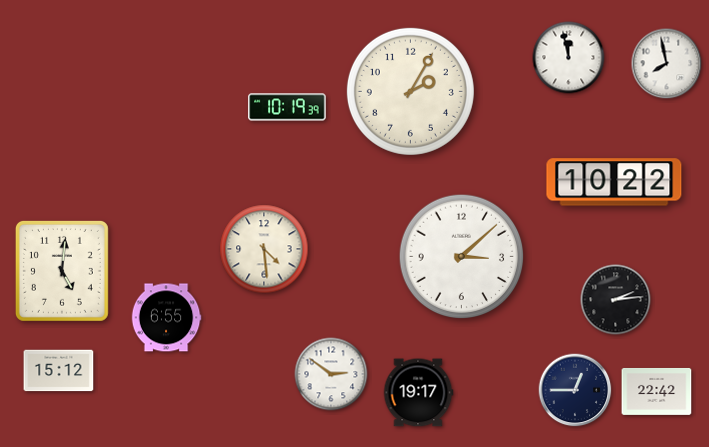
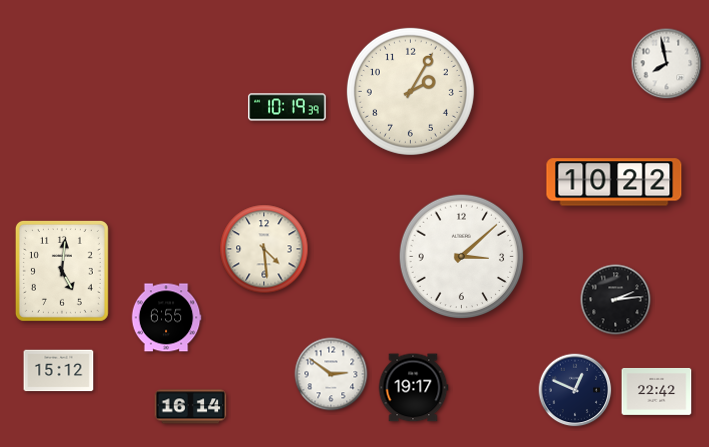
clock at (569, 58): 11:58 -> none
clock at (575, 390): 12:45 -> 12:49
clock at (418, 393) position: (418, 393) -> (413, 388)
clock at (191, 407): none -> 16:14
